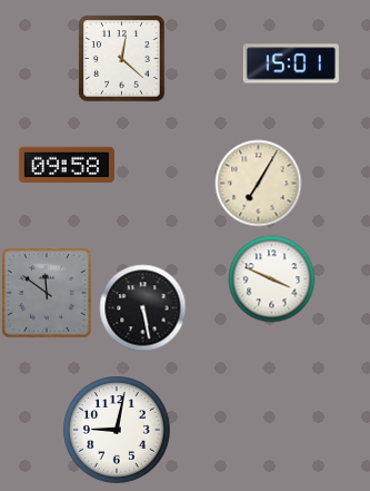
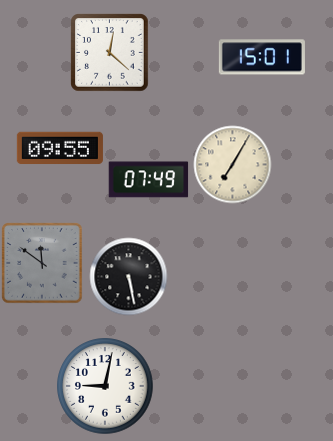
clock at (67, 165): 09:58 -> 09:55
clock at (148, 180): none -> 07:49
clock at (271, 278): 3:49 -> none
